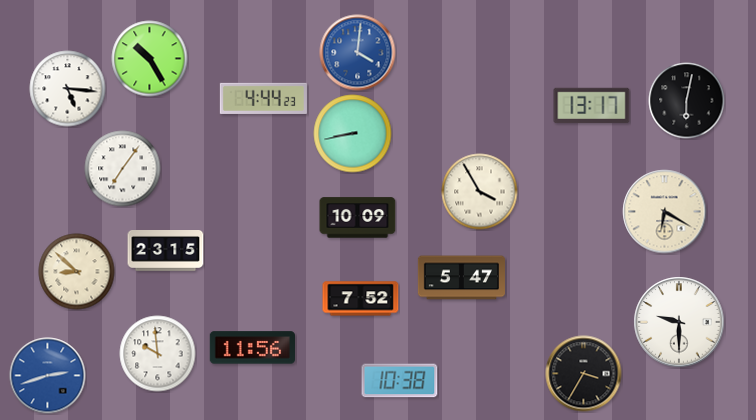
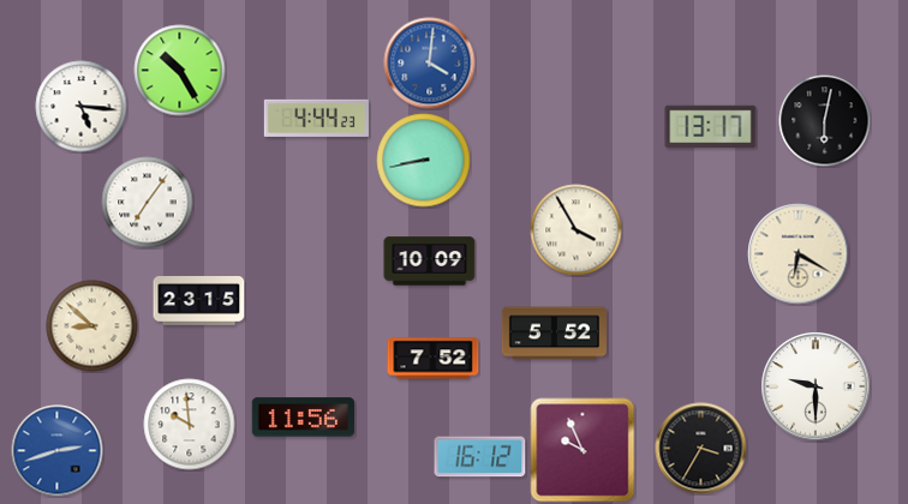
clock at (461, 278): 5:47 -> 5:52
clock at (583, 450): none -> 9:56
clock at (400, 381): 10:38 -> 16:12
